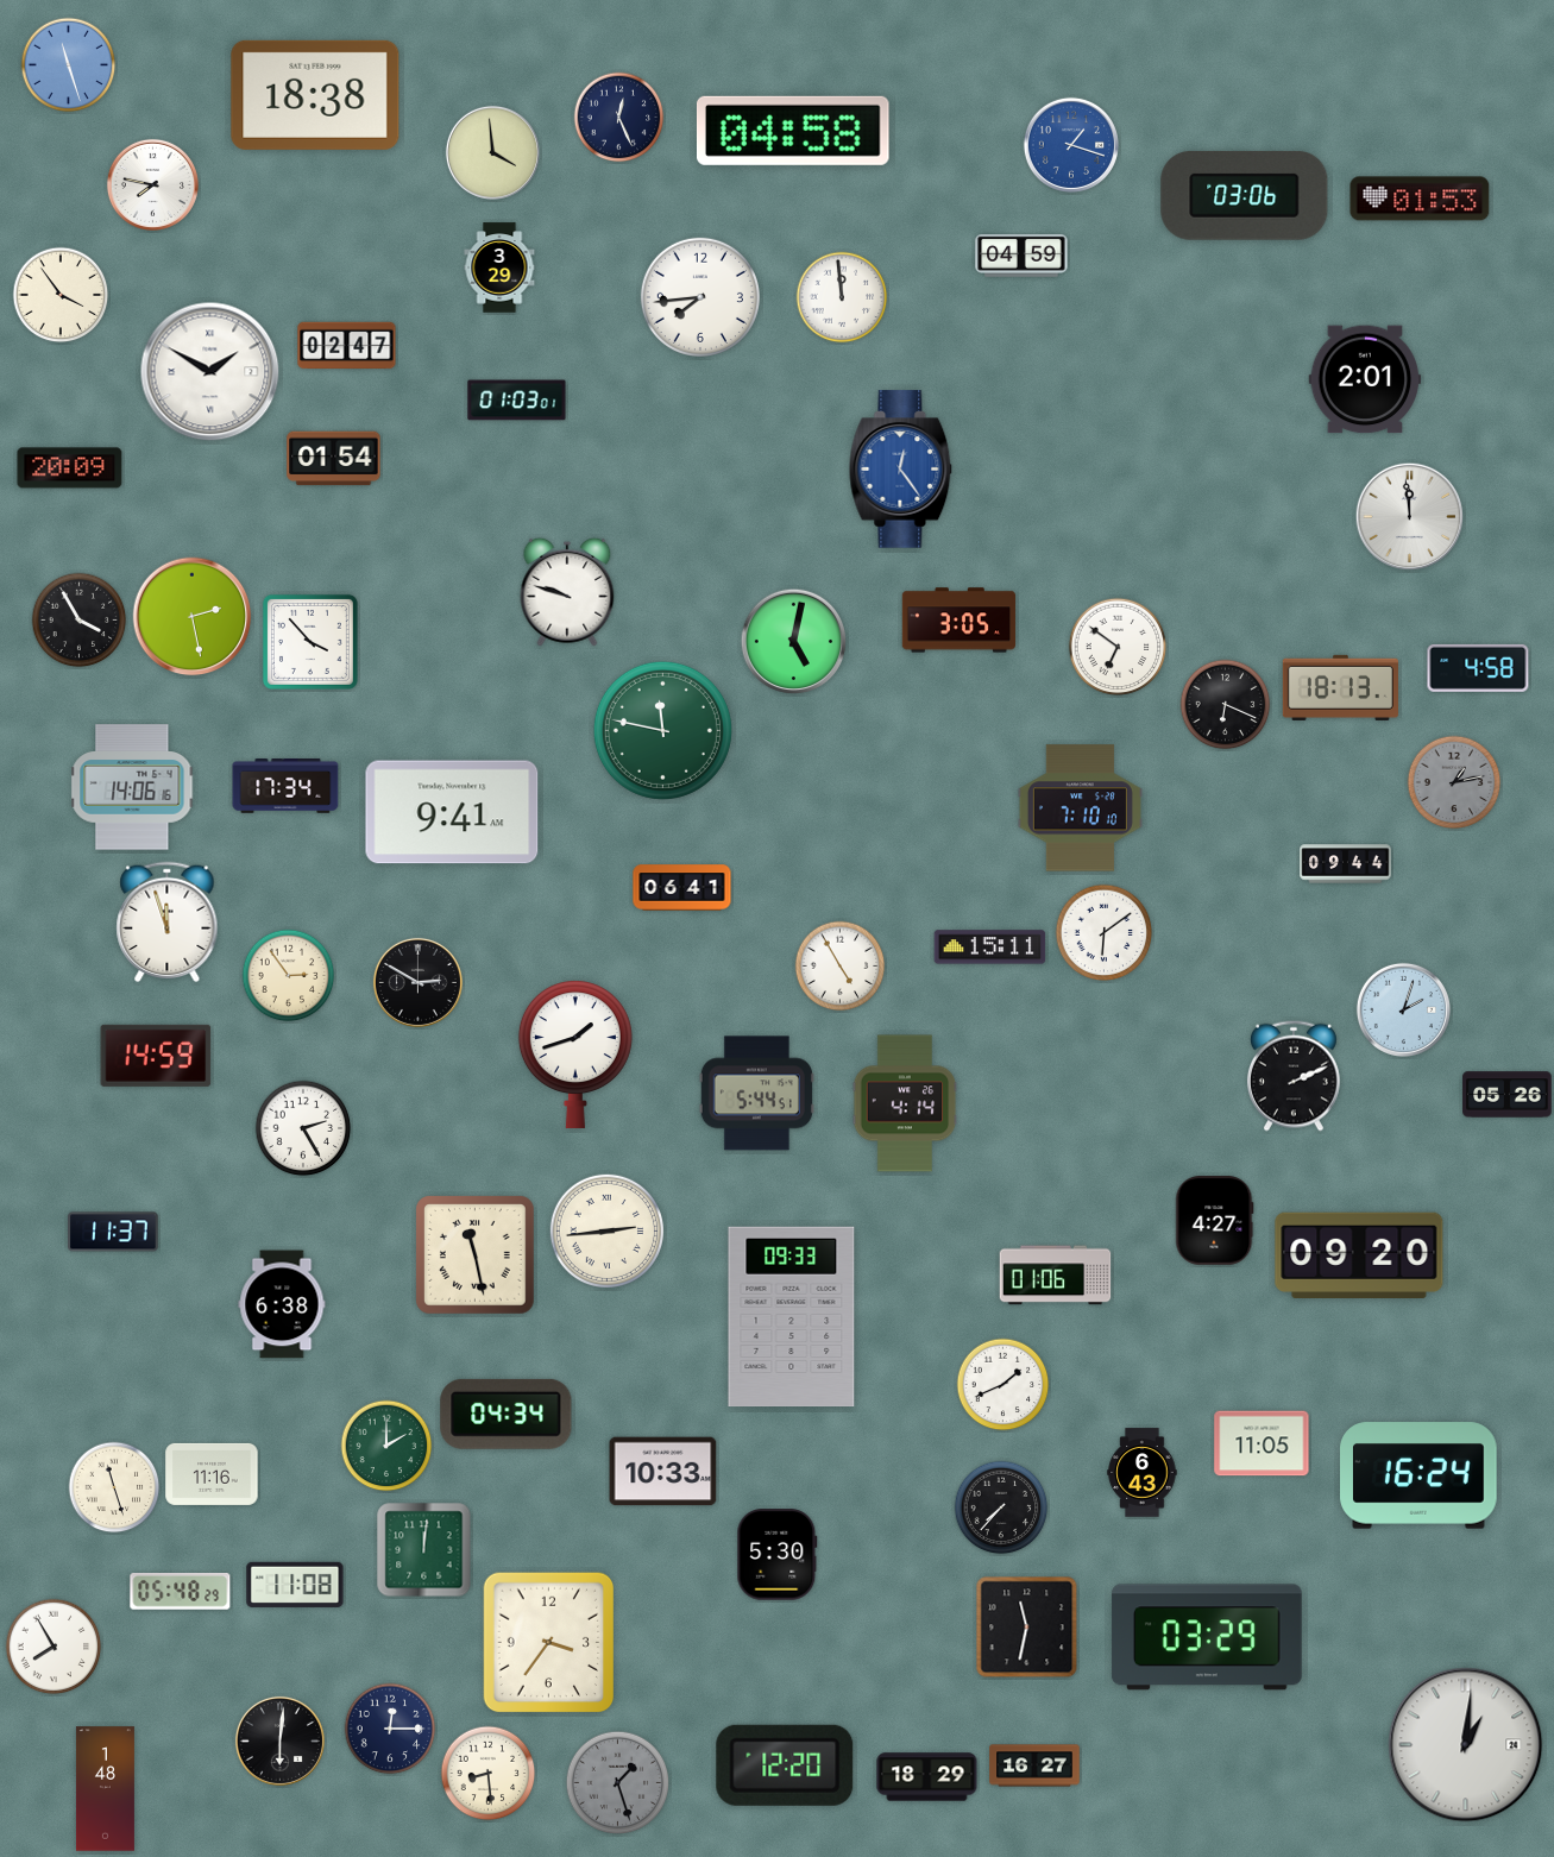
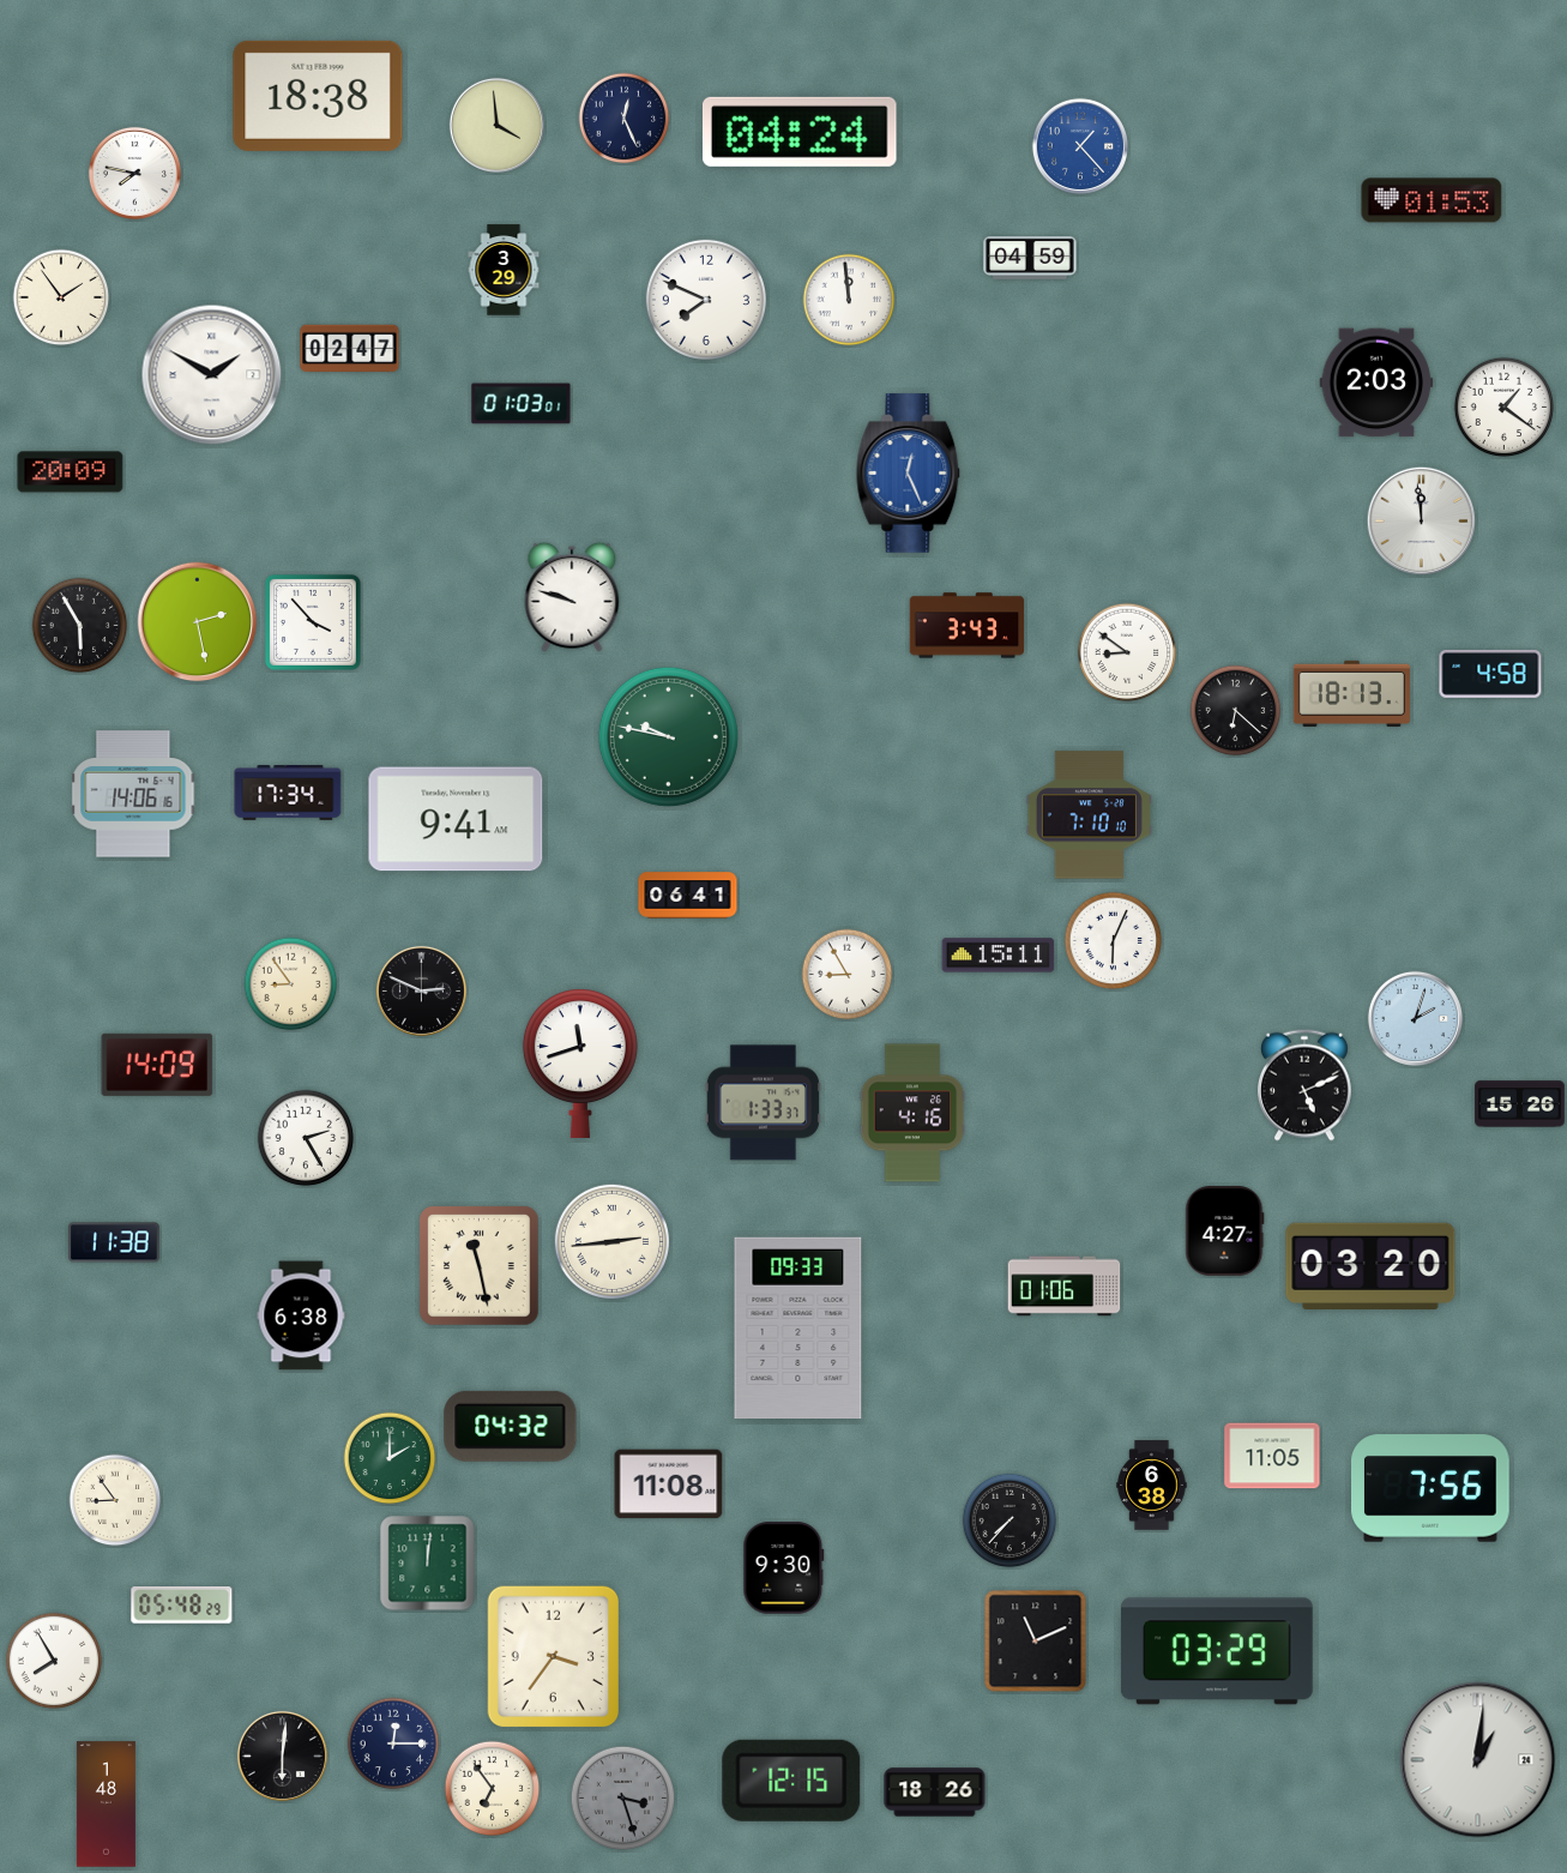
clock at (69, 65): 11:27 -> none
clock at (793, 131): 04:58 -> 04:24
clock at (1071, 145): 1:18 -> 1:23
clock at (492, 152) position: (492, 152) -> (496, 125)
clock at (152, 184) position: (152, 184) -> (134, 173)
clock at (1245, 195): 03:06 -> none
clock at (61, 295): 3:54 -> 1:54
clock at (700, 297): 7:44 -> 7:49
clock at (1365, 379): 2:01 -> 2:03
clock at (1505, 408): none -> 1:21
clock at (334, 459): 01:54 -> none
clock at (901, 470): 12:24 -> 12:26
clock at (193, 617) position: (193, 617) -> (198, 622)
clock at (80, 621): 3:55 -> 5:55
clock at (960, 621): 3:05 -> 3:43
clock at (310, 642) position: (310, 642) -> (313, 622)
clock at (794, 642): 5:02 -> none
clock at (1118, 647): 6:51 -> 8:51
clock at (1226, 705): 6:19 -> 6:22
clock at (662, 730): 11:47 -> 9:47
clock at (1454, 782): 1:13 -> none
clock at (1346, 864): 09:44 -> none
clock at (168, 923): 11:57 -> none
clock at (1105, 933): 6:09 -> 6:04
clock at (841, 967): 4:55 -> 8:55
clock at (289, 976): 2:54 -> 8:54
clock at (417, 982): 2:50 -> 2:49
clock at (575, 1055): 1:42 -> 11:42
clock at (156, 1056): 14:59 -> 14:09
clock at (1294, 1076): 2:11 -> 5:11
clock at (756, 1094): 5:44 -> 1:33
clock at (1508, 1095): 05:26 -> 15:26
clock at (905, 1103): 4:14 -> 4:16
clock at (113, 1232): 11:37 -> 11:38
clock at (1359, 1255): 09:20 -> 03:20
clock at (282, 1304) position: (282, 1304) -> (301, 1315)
clock at (1004, 1385): 1:41 -> none
clock at (507, 1414): 04:34 -> 04:32
clock at (663, 1472): 10:33 -> 11:08
clock at (1143, 1473): 6:43 -> 6:38
clock at (212, 1474): 11:16 -> none
clock at (1420, 1475): 16:24 -> 7:56
clock at (114, 1487): 11:27 -> 8:54
clock at (778, 1555): 5:30 -> 9:30
clock at (295, 1585): 11:08 -> none
clock at (1027, 1628): 11:32 -> 11:11
clock at (785, 1765): 12:20 -> 12:15
clock at (1034, 1765): 16:27 -> none
clock at (489, 1774): 8:29 -> 6:54
clock at (927, 1777): 18:29 -> 18:26
clock at (618, 1783): 1:27 -> 3:27
